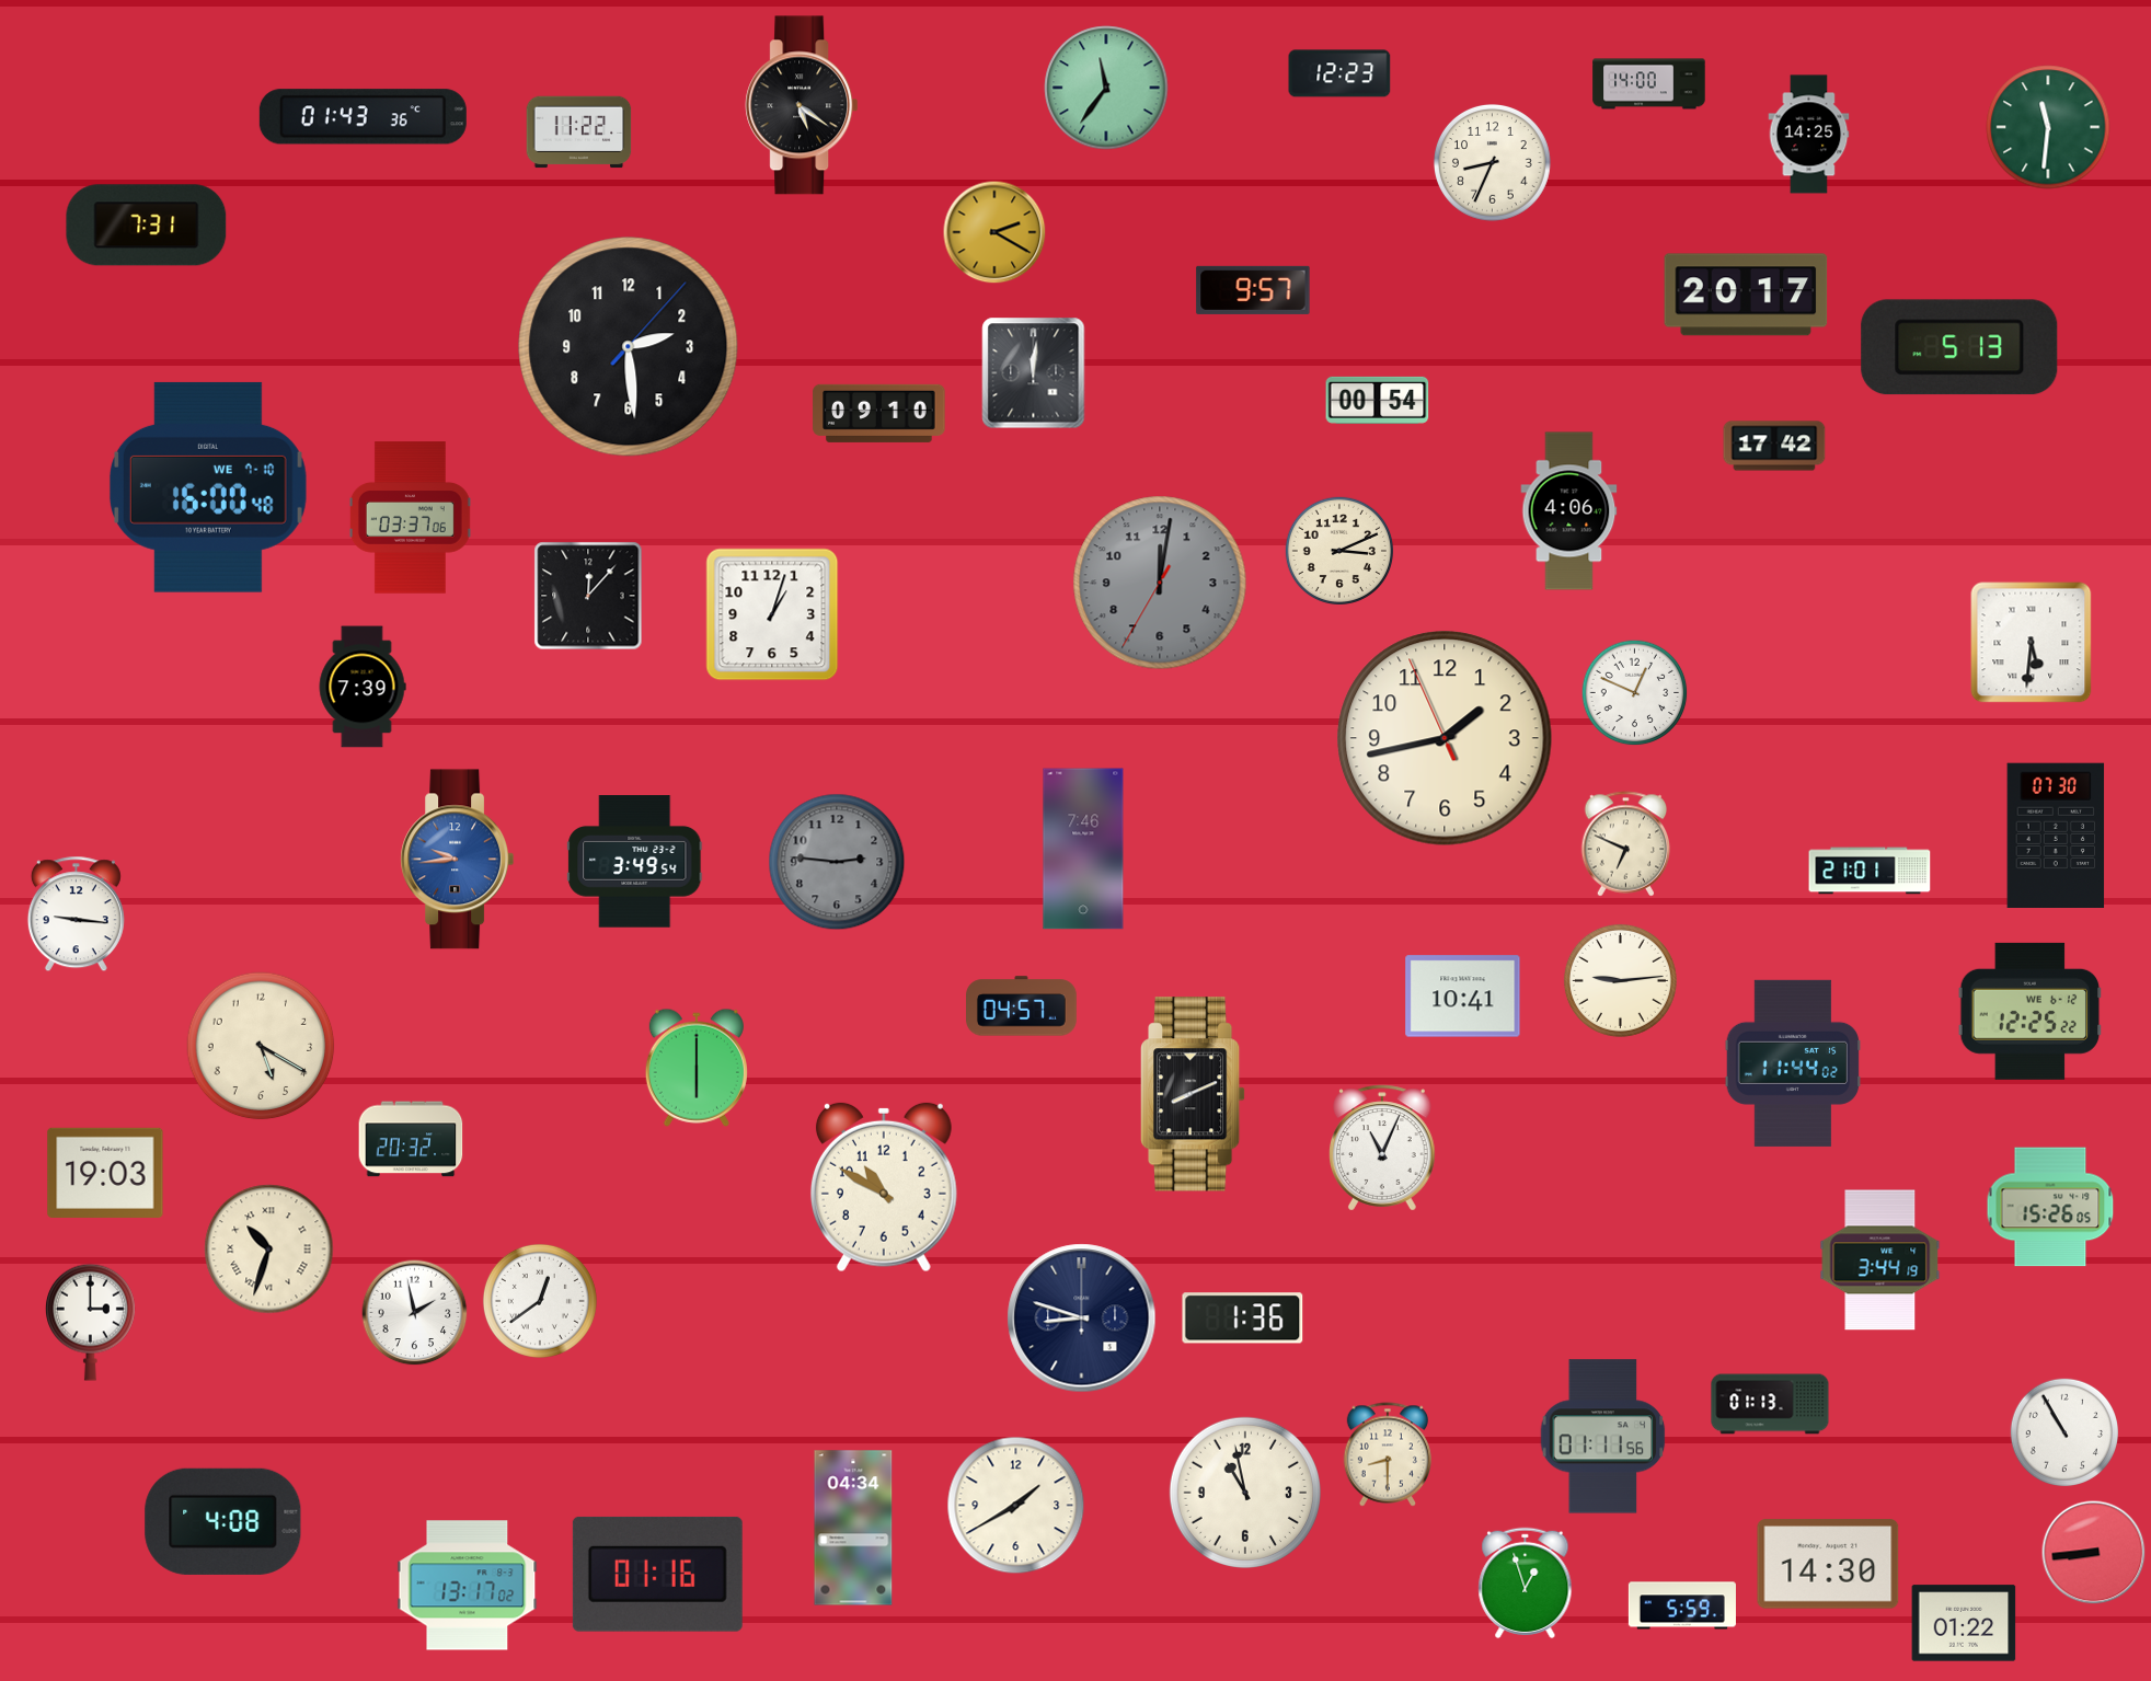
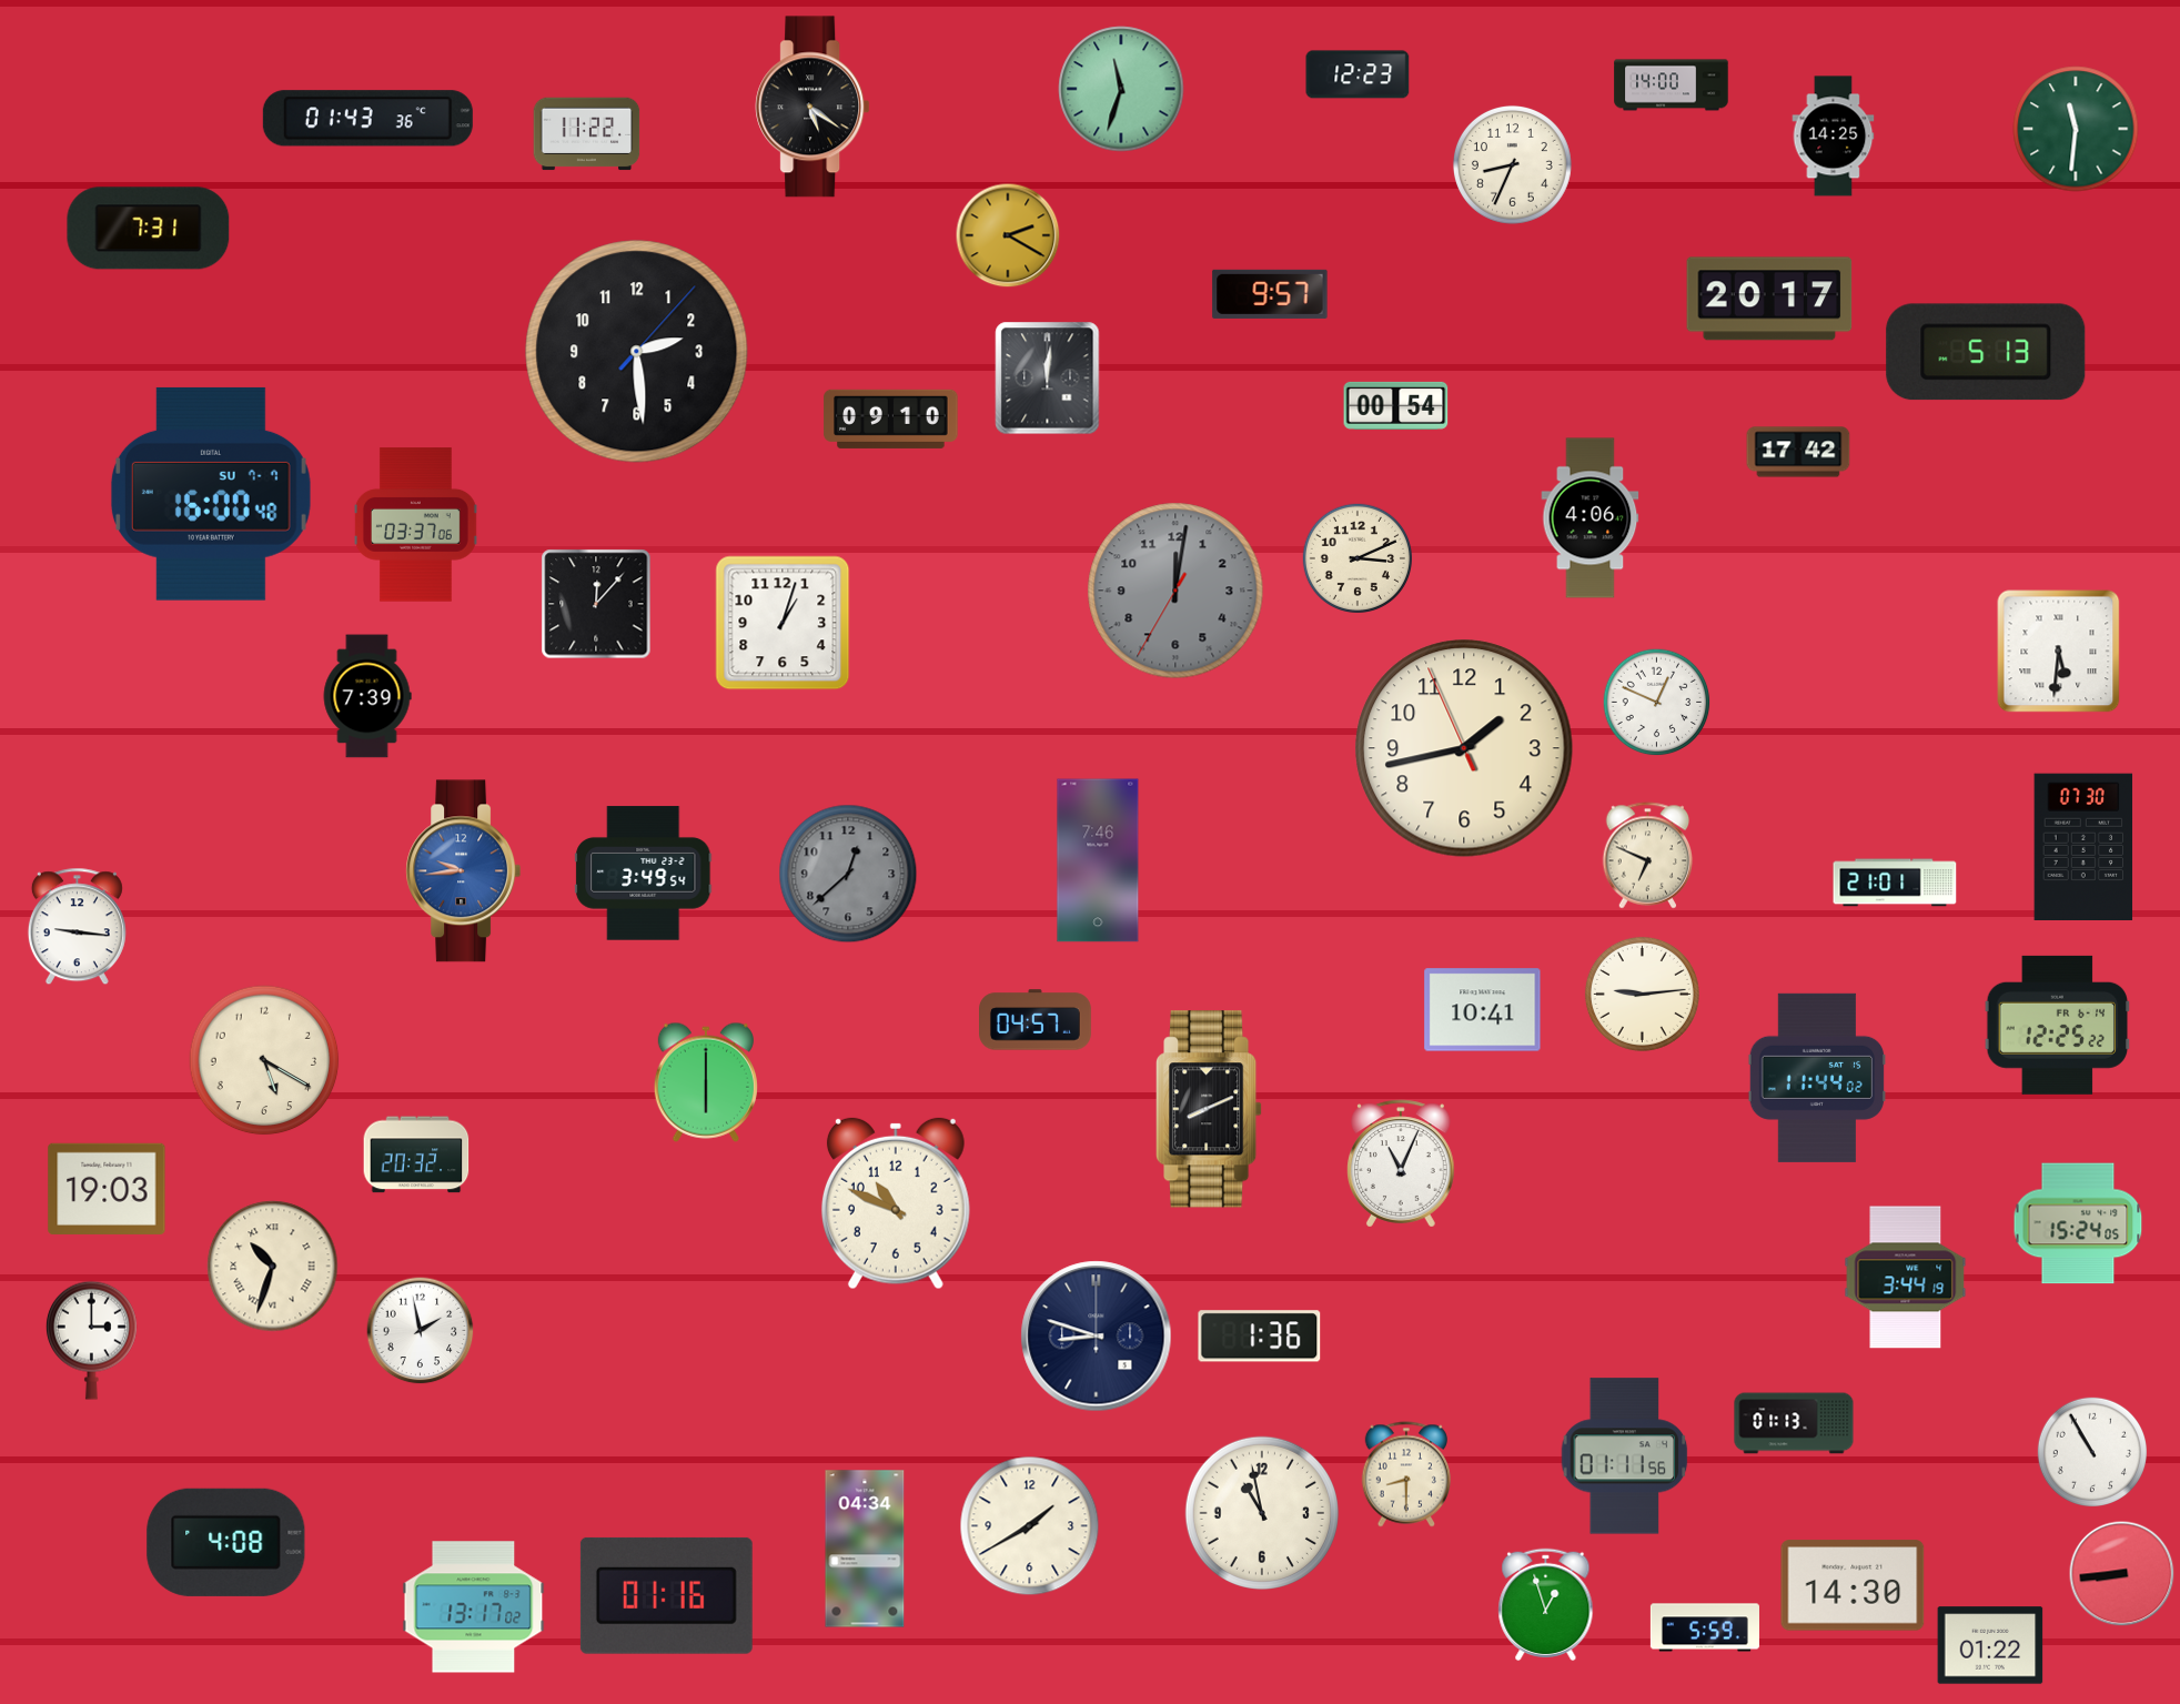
clock at (1106, 88): 11:36 -> 11:33
clock at (208, 487) date: WE 7-10 -> SU 7-7
clock at (837, 862): 2:46 -> 12:38
clock at (2031, 1011) date: WE 6-12 -> FR 6-14
clock at (884, 1187): 10:50 -> 10:49
clock at (2050, 1207): 15:26 -> 15:24
clock at (540, 1301): 12:39 -> none
